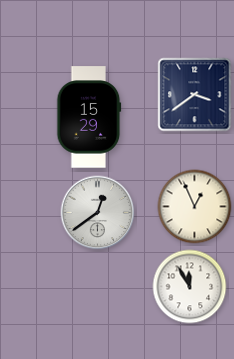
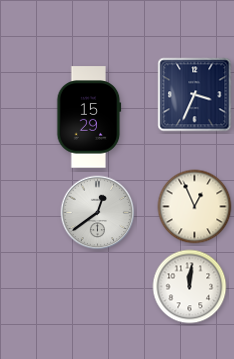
clock at (195, 95): 3:39 -> 3:34
clock at (190, 287): 11:55 -> 12:01
